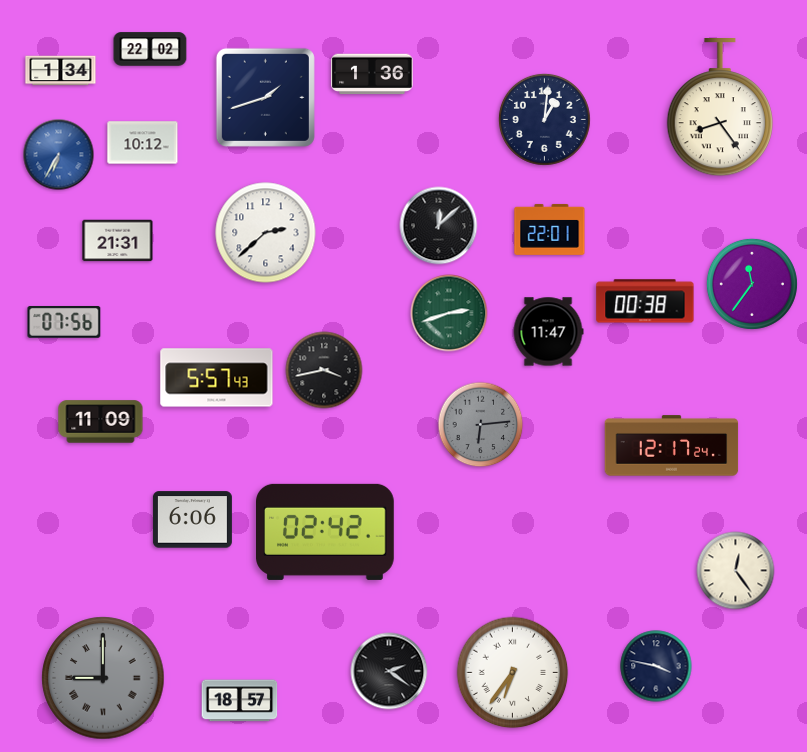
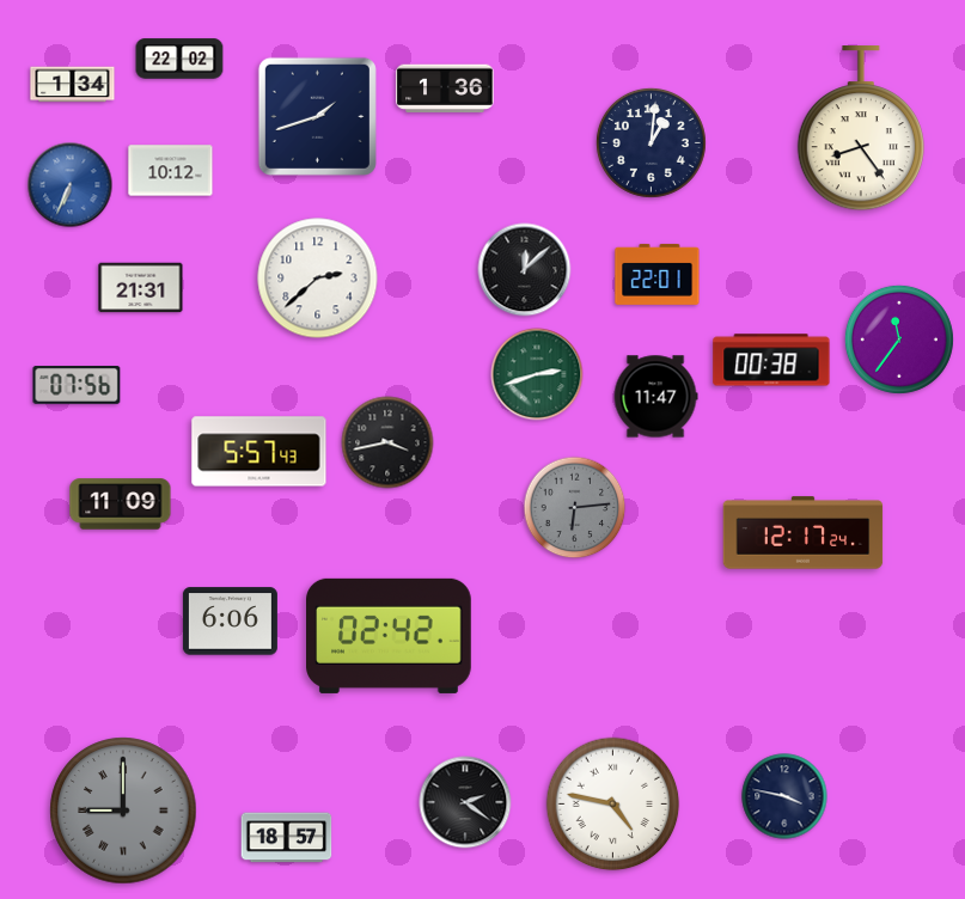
clock at (59, 155): 6:35 -> 6:34
clock at (736, 571): 12:24 -> none
clock at (513, 673): 6:36 -> 4:47
